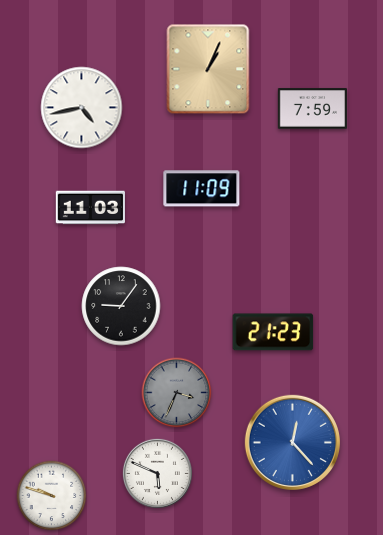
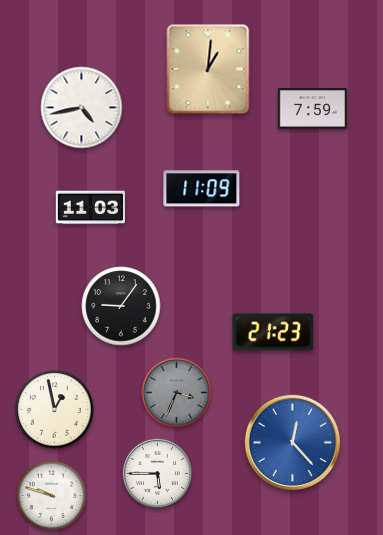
clock at (208, 69): 1:04 -> 1:01
clock at (55, 410): none -> 12:58
clock at (157, 473): 5:49 -> 5:45
